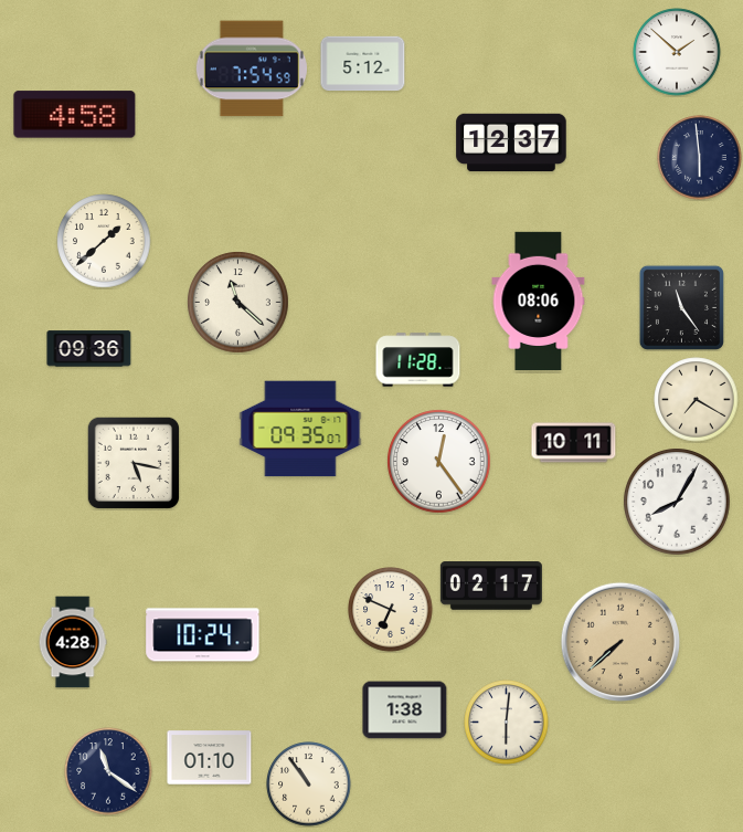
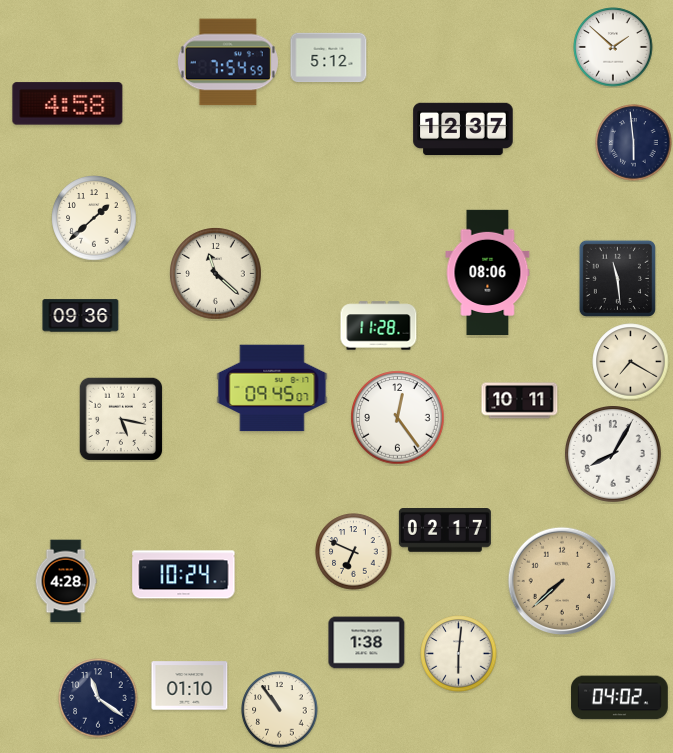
clock at (681, 307): 11:24 -> 11:29
clock at (300, 429): 09:35 -> 09:45
clock at (620, 698): none -> 04:02
